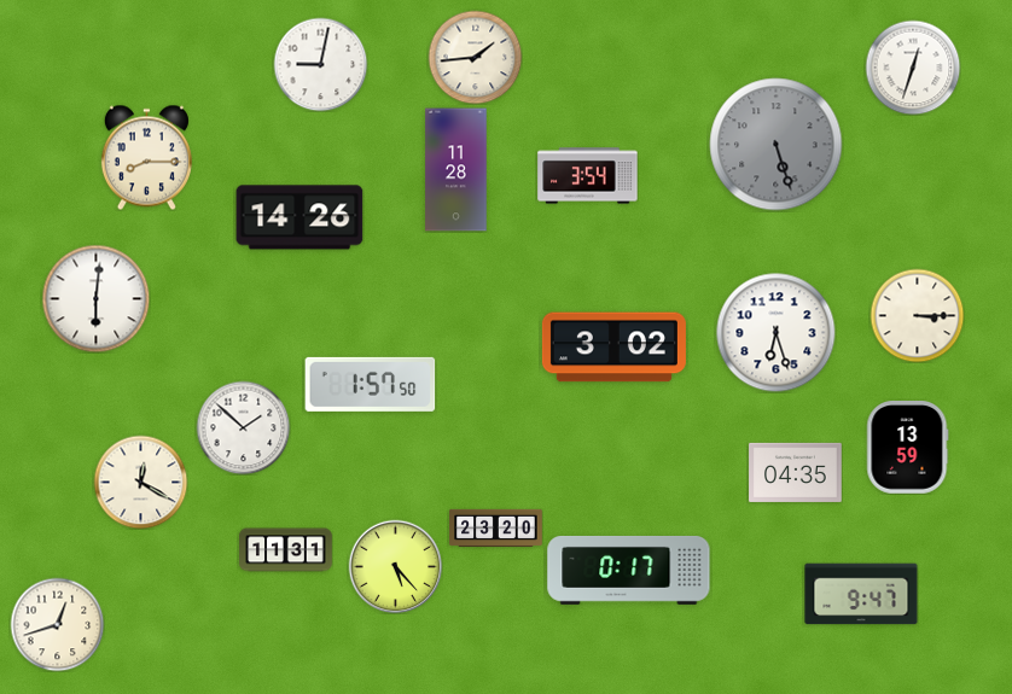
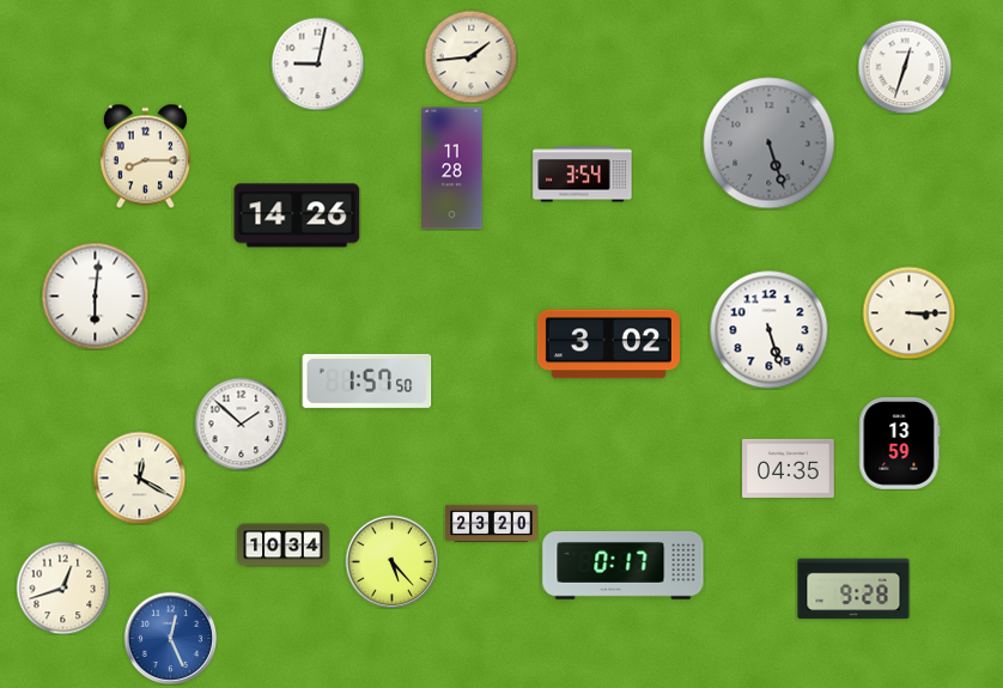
clock at (777, 333): 6:27 -> 5:27
clock at (286, 550): 11:31 -> 10:34
clock at (861, 594): 9:47 -> 9:28
clock at (57, 624) position: (57, 624) -> (62, 587)
clock at (170, 638): none -> 12:26
